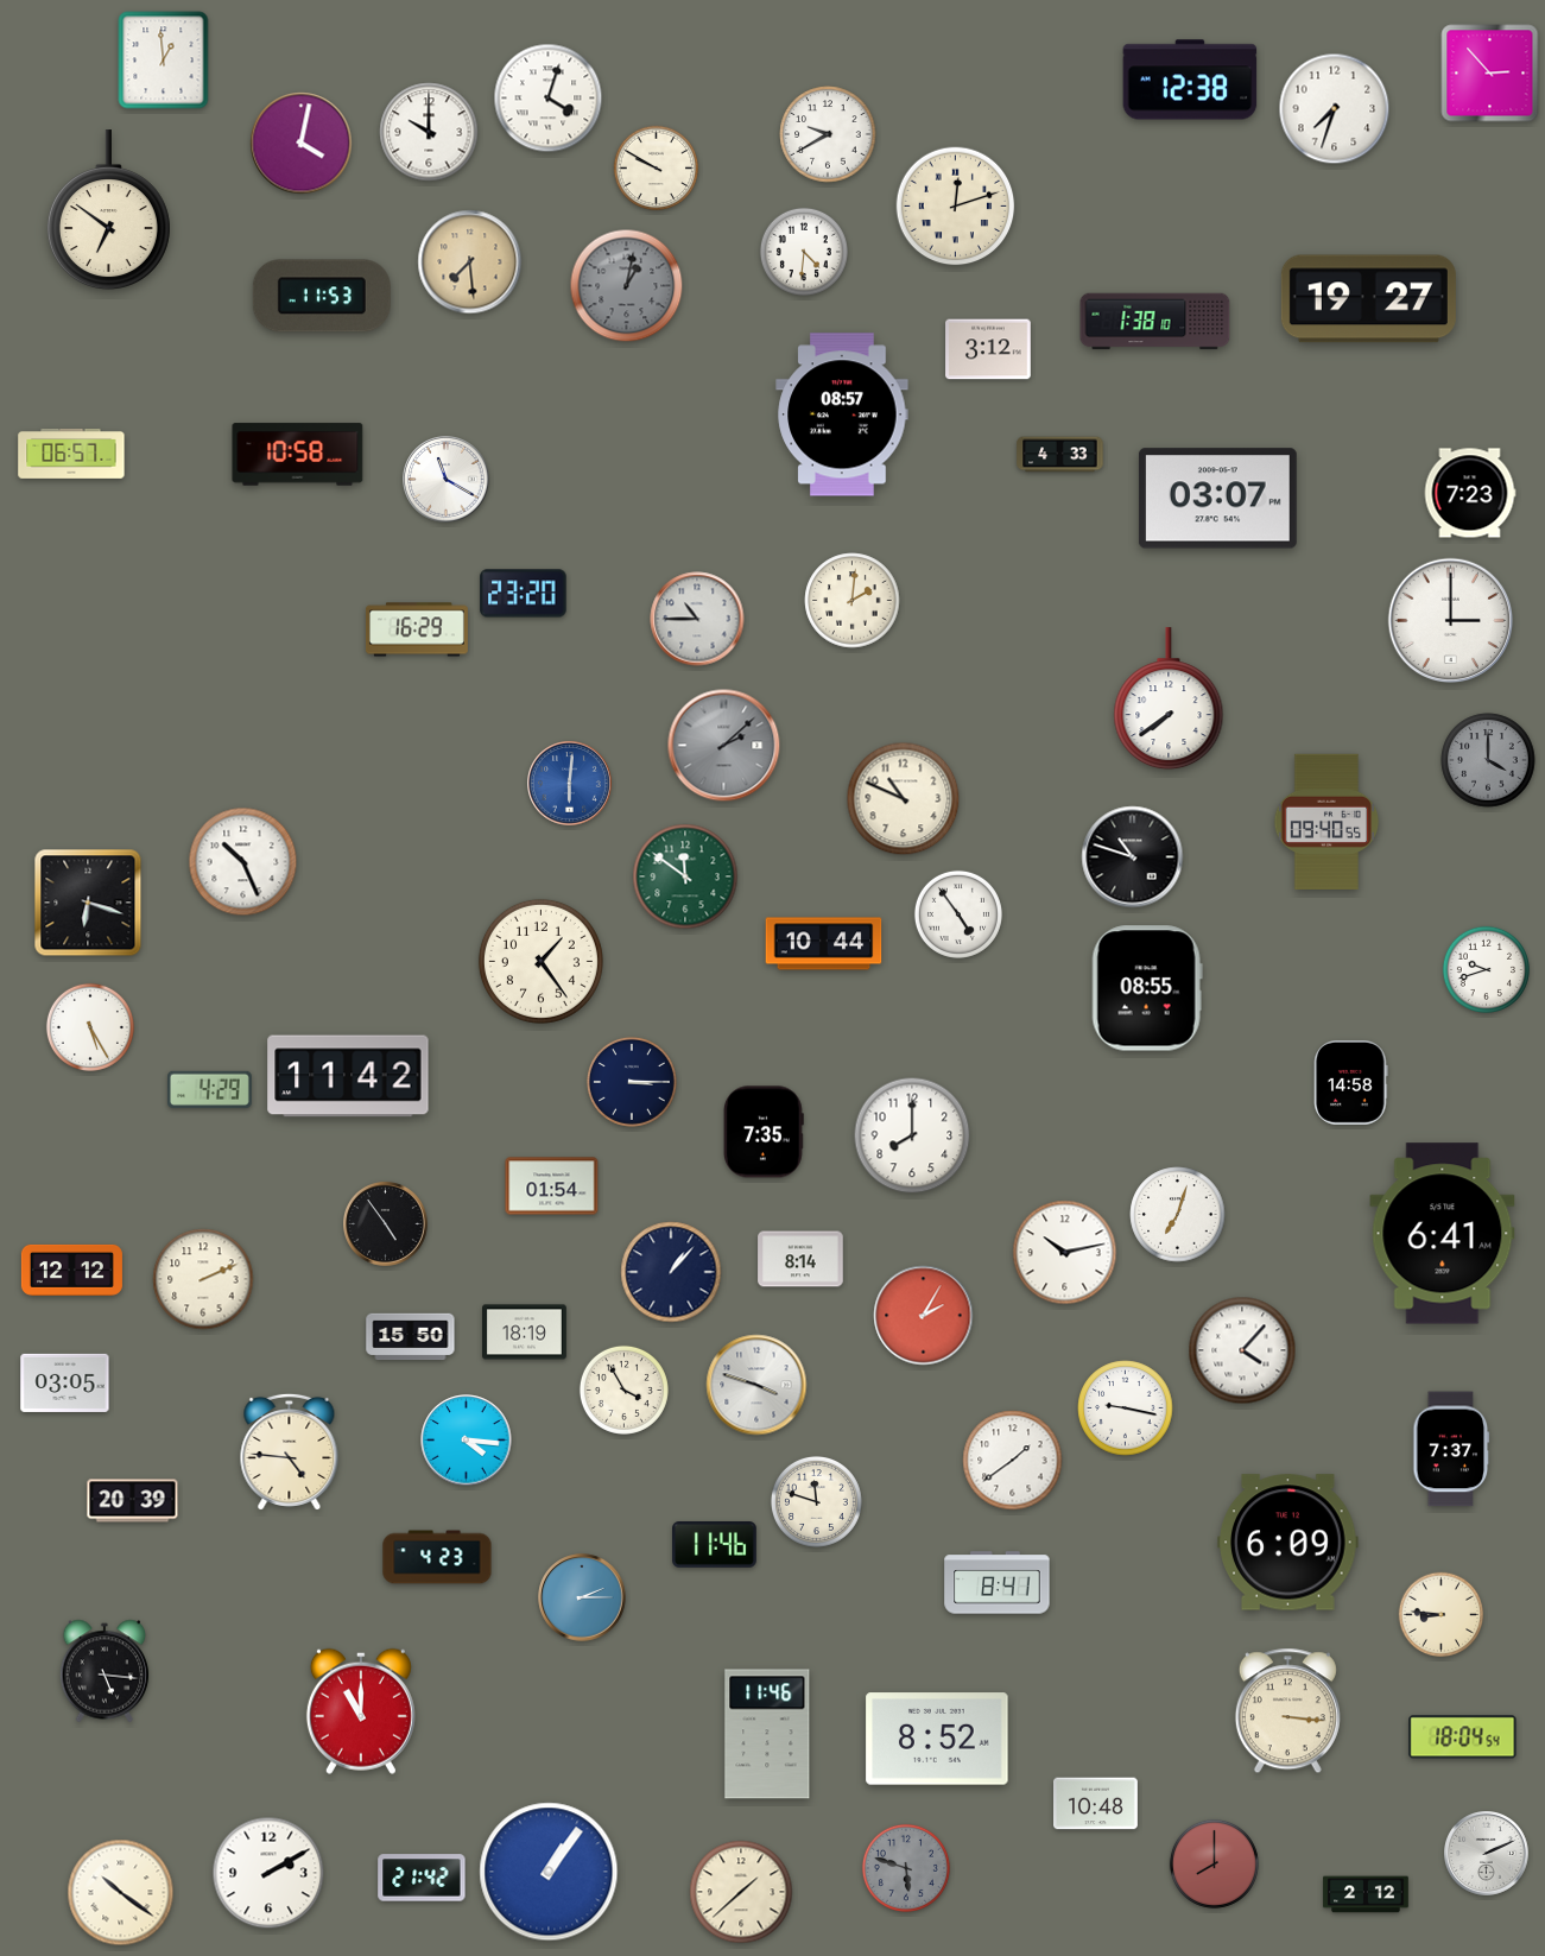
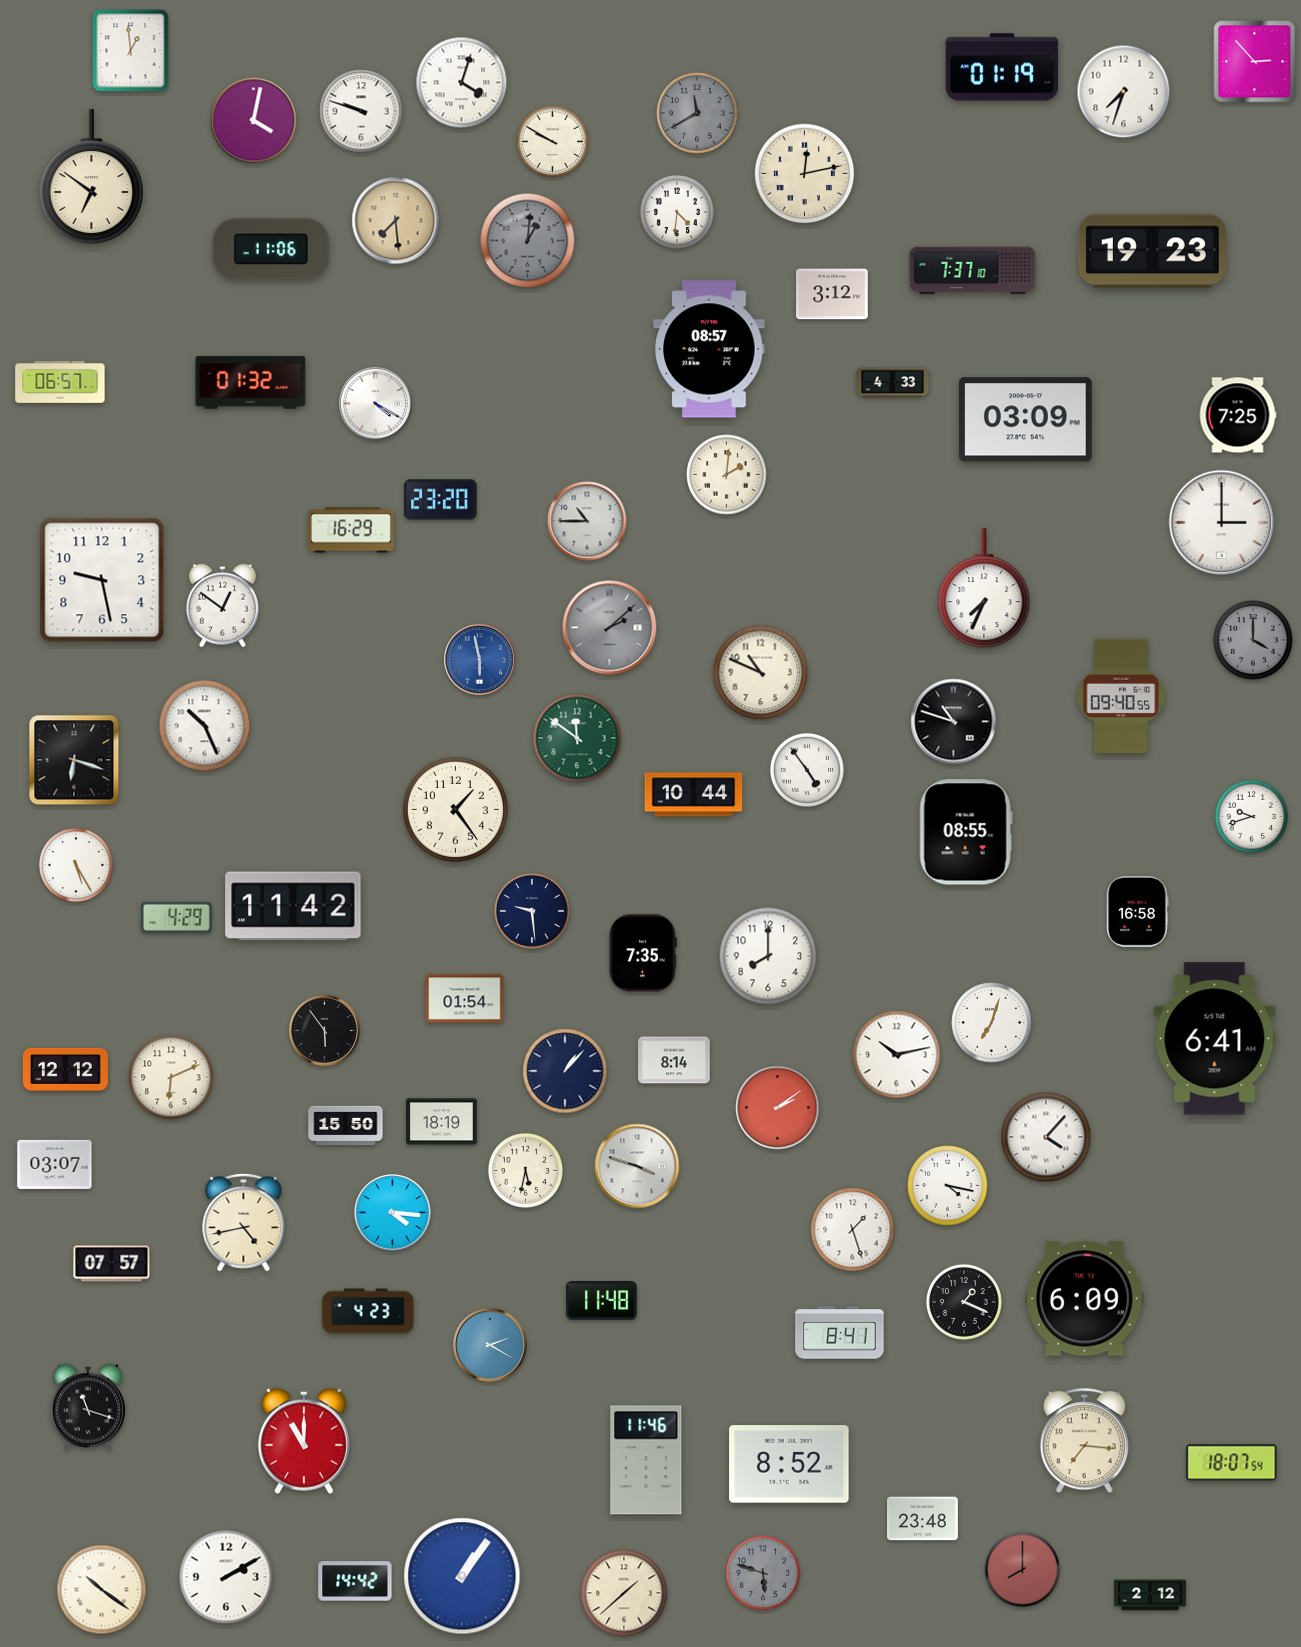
clock at (164, 61) position: (164, 61) -> (131, 51)
clock at (1190, 80): 12:38 -> 01:19
clock at (429, 132): 10:00 -> 9:48
clock at (828, 134): 9:40 -> 11:40
clock at (828, 134) dial: white -> grey
clock at (956, 207): 12:12 -> 12:13
clock at (627, 286): 1:02 -> 1:01
clock at (322, 296): 11:53 -> 11:06
clock at (1368, 299): 19:27 -> 19:23
clock at (1155, 322): 1:38 -> 7:37
clock at (298, 455): 10:58 -> 01:32
clock at (447, 480): 11:20 -> 4:20
clock at (1470, 493): 7:23 -> 7:25
clock at (1217, 499): 03:07 -> 03:09
clock at (853, 601) position: (853, 601) -> (727, 475)
clock at (102, 580): none -> 9:28
clock at (1169, 700): 7:39 -> 7:34
clock at (222, 606): none -> 12:51
clock at (570, 784): 6:01 -> 5:58
clock at (1326, 822) position: (1326, 822) -> (1121, 696)
clock at (632, 1082): 3:15 -> 9:29
clock at (1351, 1082): 14:58 -> 16:58
clock at (386, 1224): 4:54 -> 5:54
clock at (71, 1270) position: (71, 1270) -> (65, 1069)
clock at (203, 1279): 2:11 -> 6:11
clock at (924, 1316): 2:05 -> 2:09
clock at (65, 1382): 03:05 -> 03:07
clock at (623, 1390): 3:55 -> 5:32
clock at (1126, 1409): 9:17 -> 4:17
clock at (1451, 1449): 7:37 -> none
clock at (290, 1451): 4:46 -> 4:43
clock at (1013, 1461): 1:39 -> 1:27
clock at (133, 1501): 20:39 -> 07:57
clock at (816, 1501): 11:48 -> none
clock at (715, 1545): 11:46 -> 11:48
clock at (964, 1302): none -> 1:19
clock at (582, 1597): 2:15 -> 2:20
clock at (1442, 1615): 8:46 -> none
clock at (105, 1671): 5:16 -> 11:18
clock at (1287, 1711): 3:16 -> 7:16
clock at (1463, 1737): 18:04 -> 18:07
clock at (1096, 1804): 10:48 -> 23:48
clock at (1487, 1854): 2:11 -> none
clock at (422, 1878): 21:42 -> 14:42
clock at (121, 1893) position: (121, 1893) -> (102, 1590)
